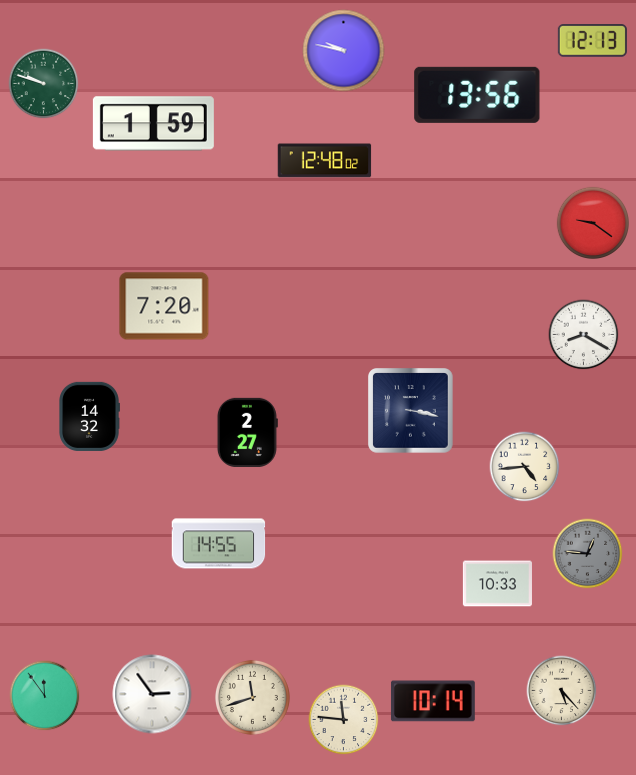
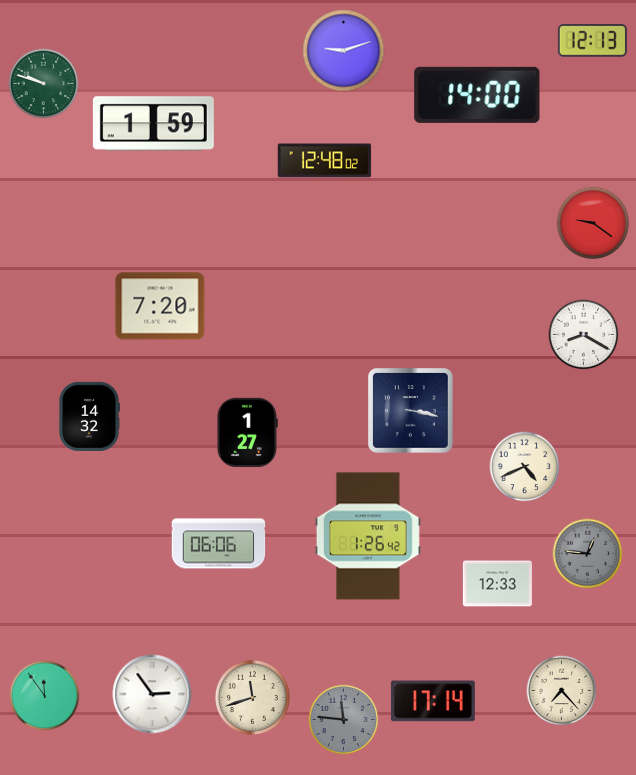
clock at (344, 51): 9:47 -> 9:12
clock at (477, 95): 13:56 -> 14:00
clock at (164, 306) position: (164, 306) -> (160, 306)
clock at (247, 432): 2:27 -> 1:27
clock at (525, 467): 4:44 -> 4:41
clock at (368, 536): none -> 1:26
clock at (219, 544): 14:55 -> 06:06
clock at (497, 584): 10:33 -> 12:33
clock at (562, 691): 5:23 -> 7:23
clock at (433, 701): 10:14 -> 17:14
clock at (344, 720) dial: cream -> grey
